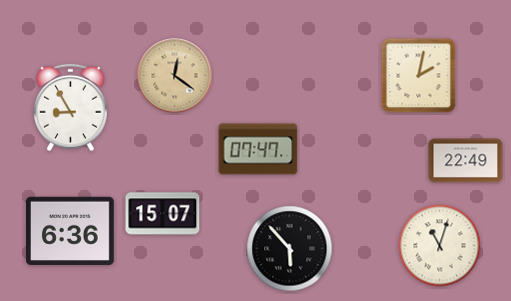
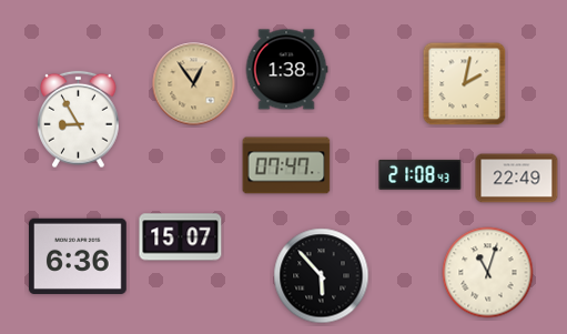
clock at (286, 70): none -> 1:38
clock at (175, 76): 12:21 -> 12:54
clock at (421, 174): none -> 21:08
